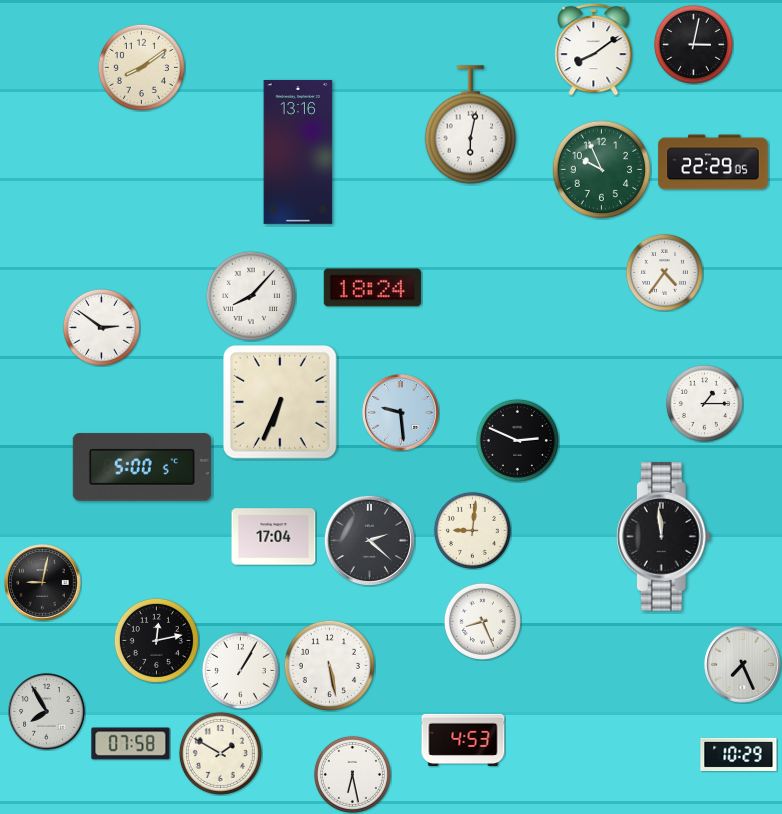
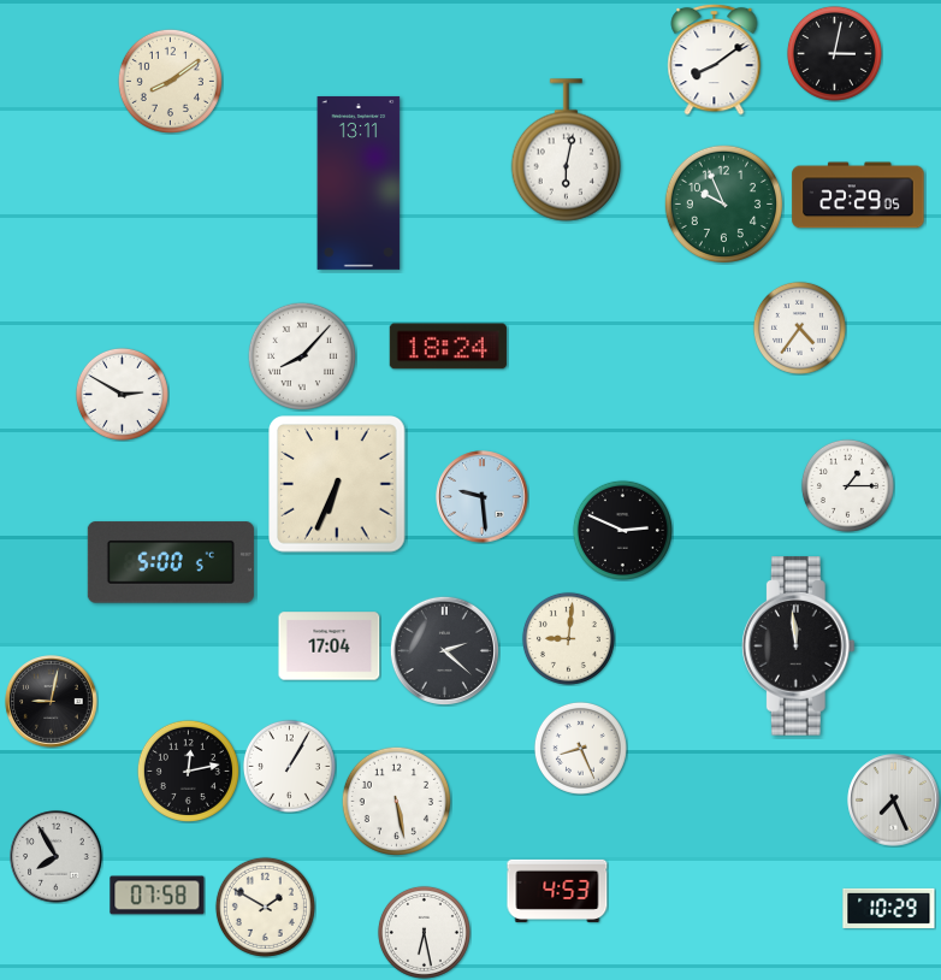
clock at (298, 152): 13:16 -> 13:11
clock at (101, 327): 2:51 -> 2:50
clock at (240, 670) position: (240, 670) -> (289, 766)
